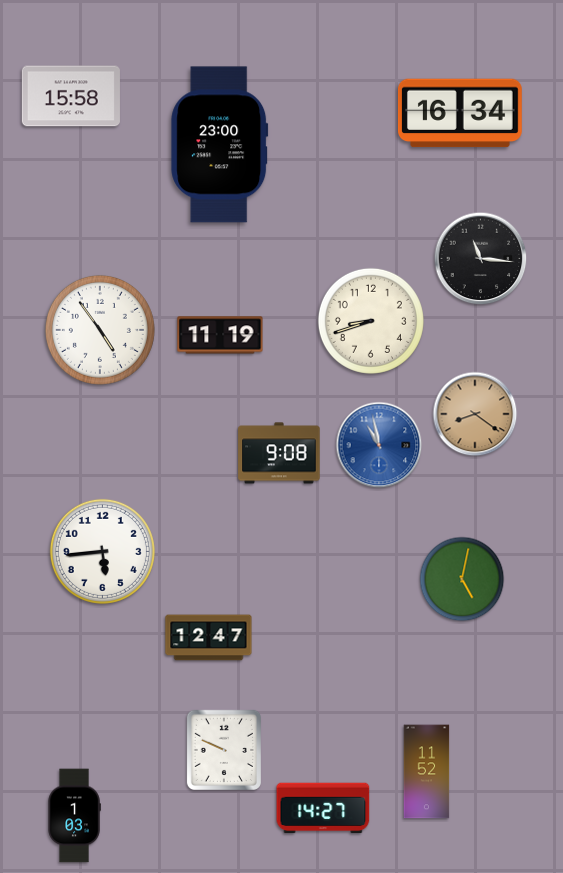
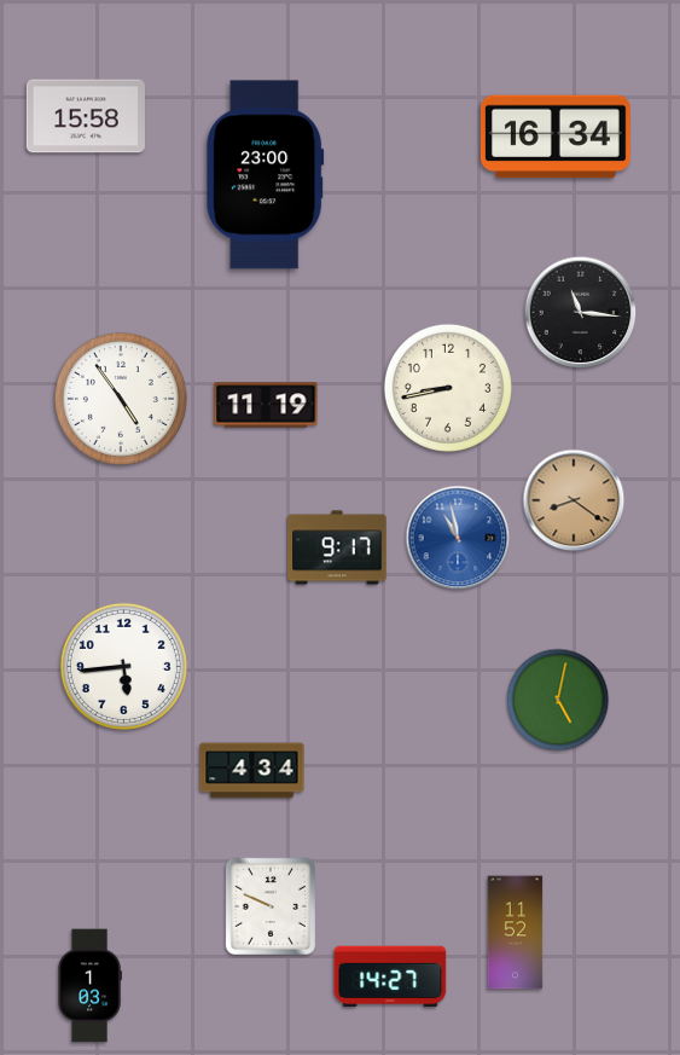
clock at (371, 321): 8:42 -> 8:43
clock at (279, 453): 9:08 -> 9:17
clock at (209, 638): 12:47 -> 4:34
